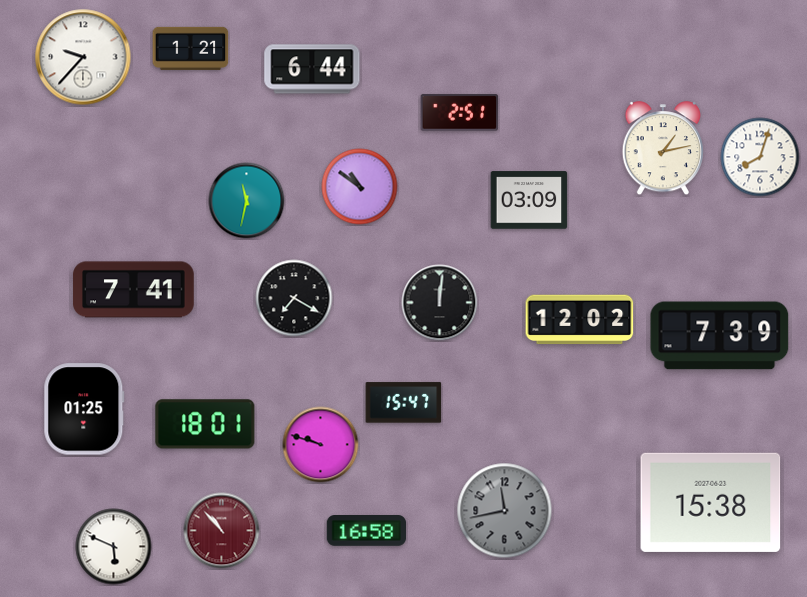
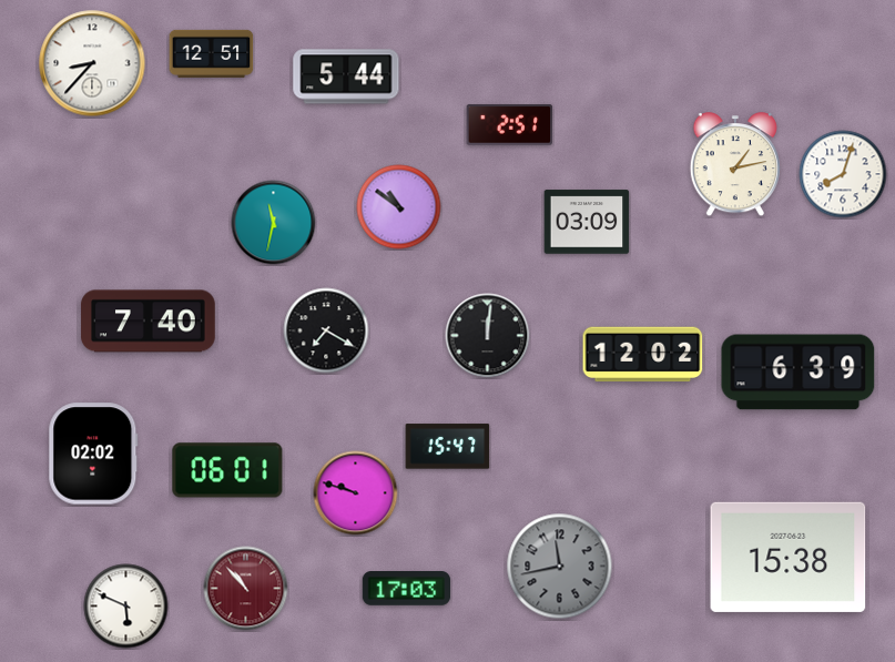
clock at (191, 48): 1:21 -> 12:51
clock at (83, 57): 9:37 -> 8:37
clock at (312, 69): 6:44 -> 5:44
clock at (134, 290): 7:41 -> 7:40
clock at (720, 336): 7:39 -> 6:39
clock at (84, 409): 01:25 -> 02:02
clock at (205, 424): 18:01 -> 06:01
clock at (367, 531): 16:58 -> 17:03
